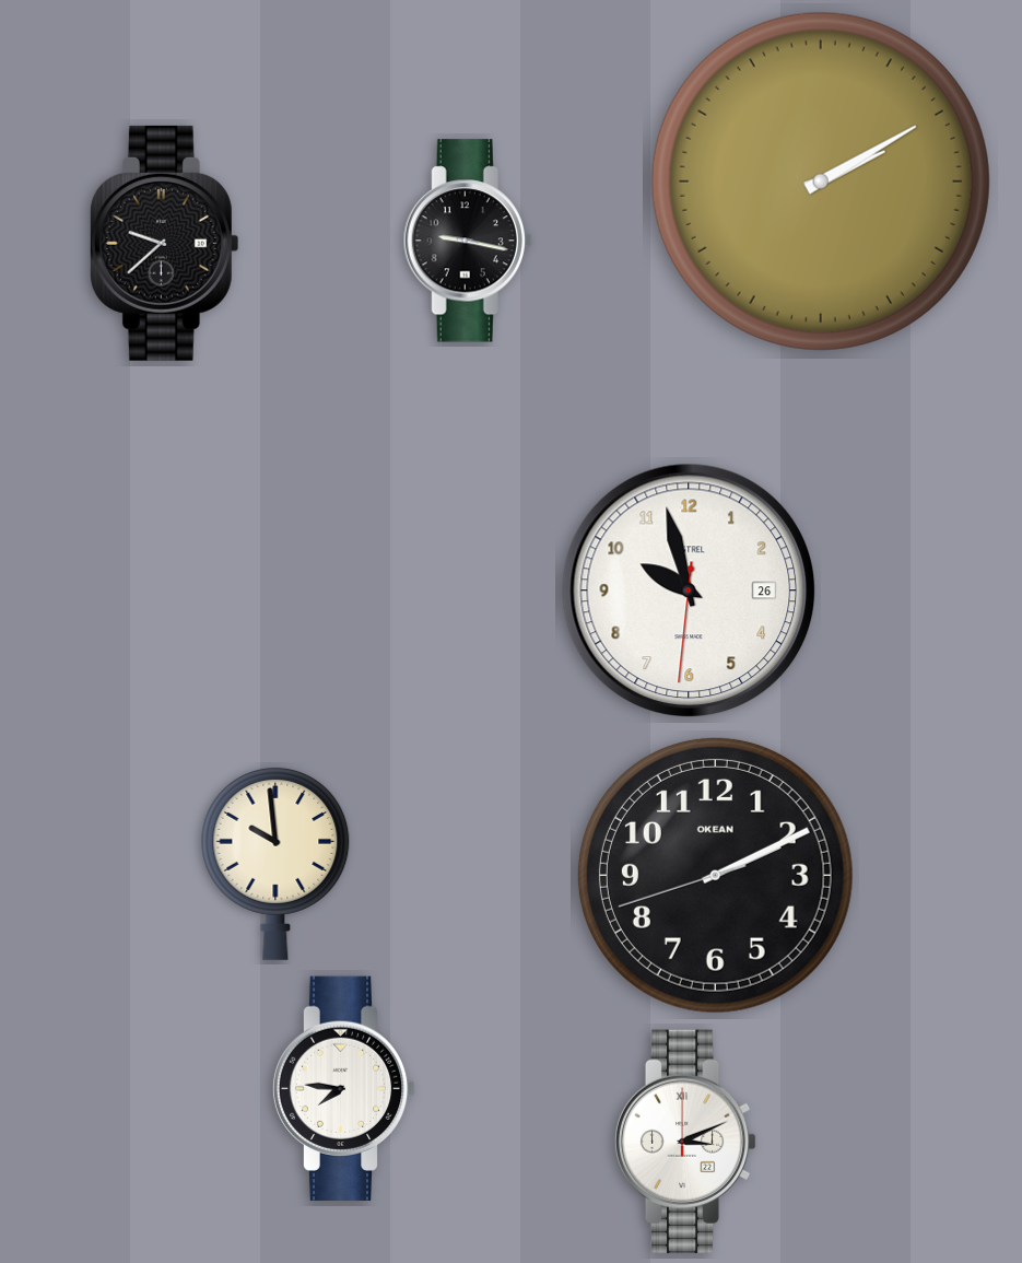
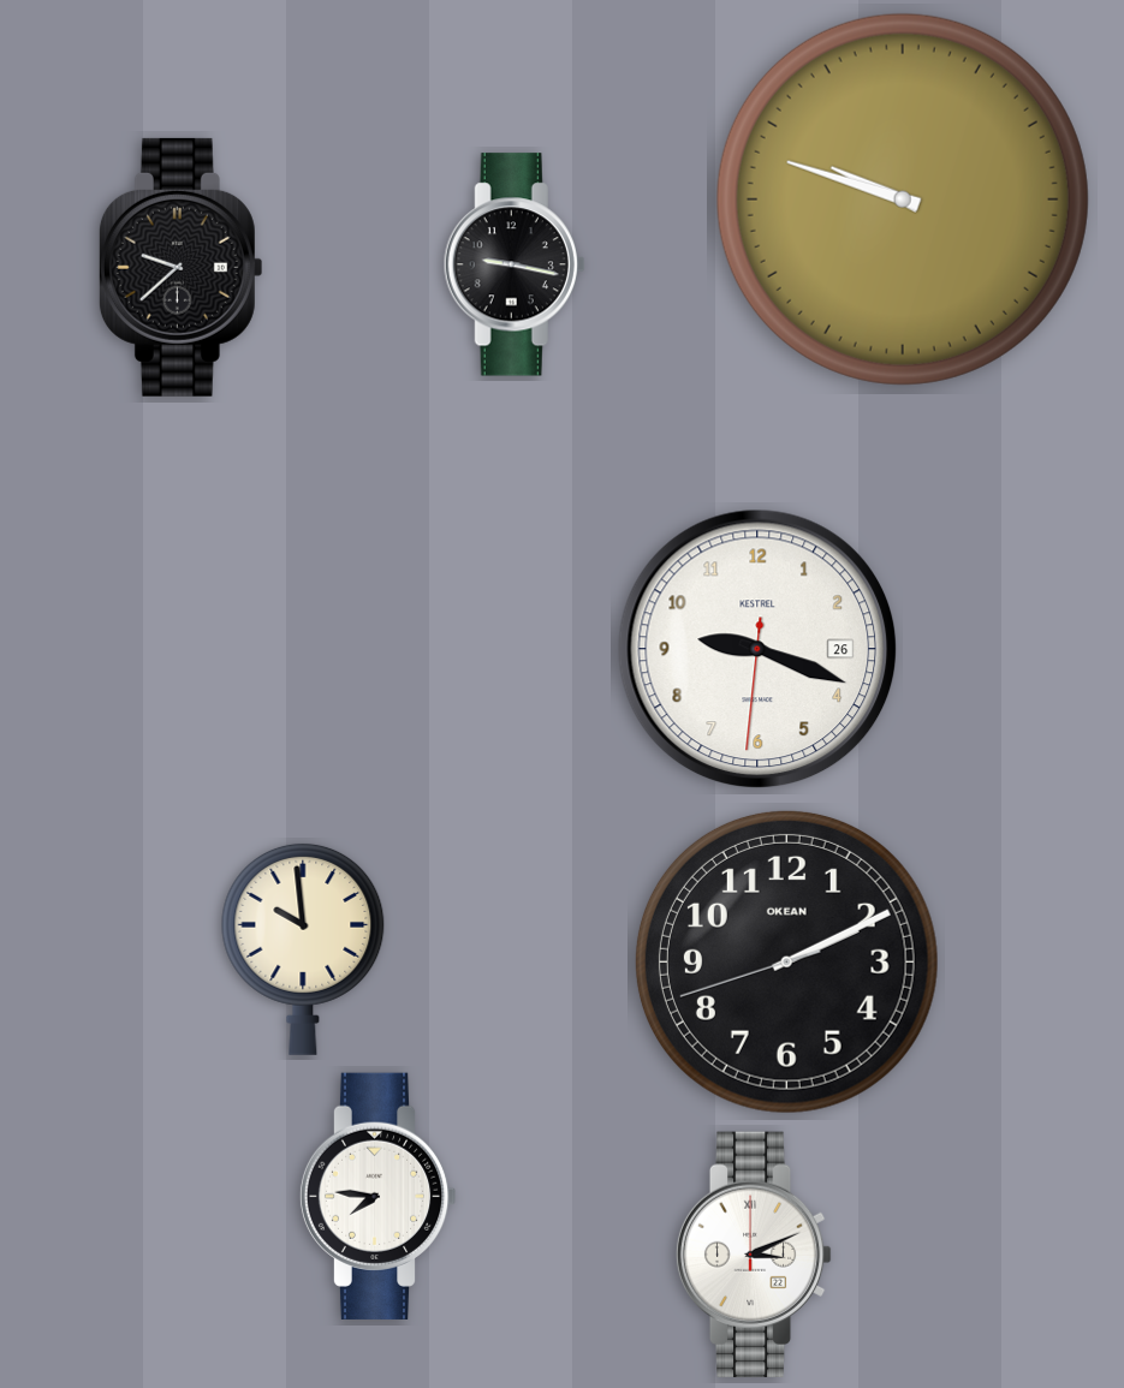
clock at (821, 182): 2:10 -> 9:48
clock at (689, 590): 9:57 -> 9:18
